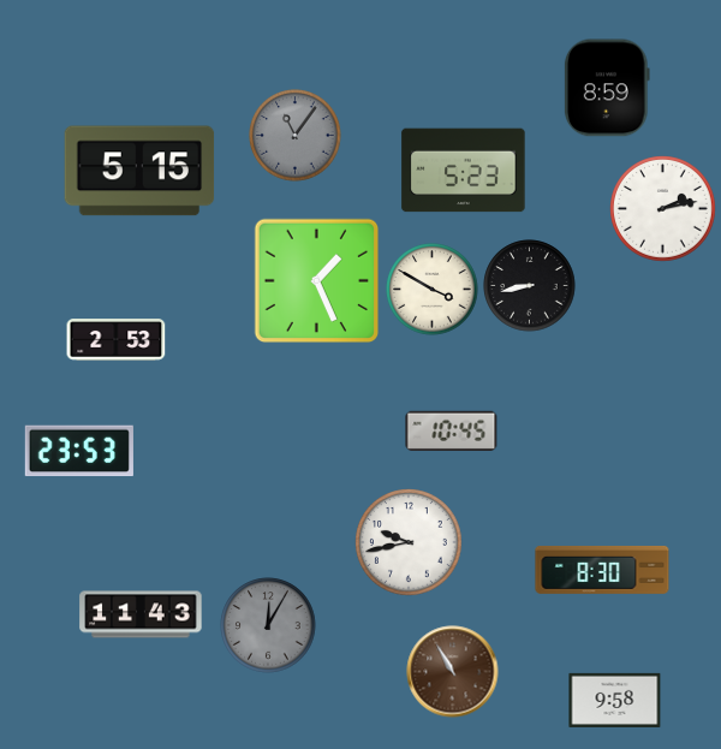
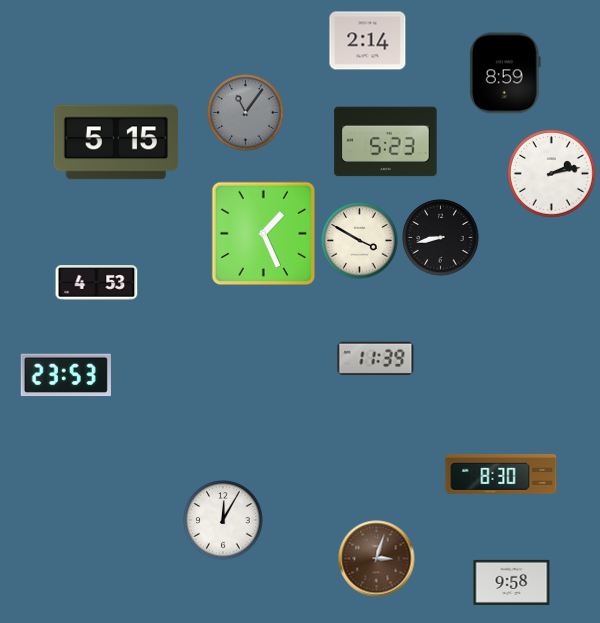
clock at (368, 41): none -> 2:14
clock at (117, 340): 2:53 -> 4:53
clock at (452, 430): 10:45 -> 11:39
clock at (409, 542): 9:43 -> none
clock at (141, 614): 11:43 -> none
clock at (268, 625) dial: grey -> white
clock at (453, 672): 10:55 -> 3:03
